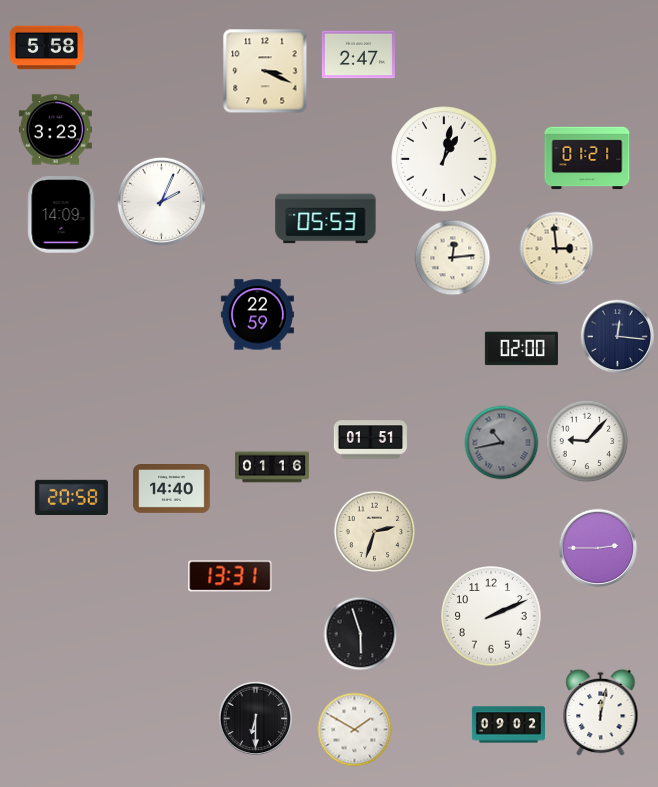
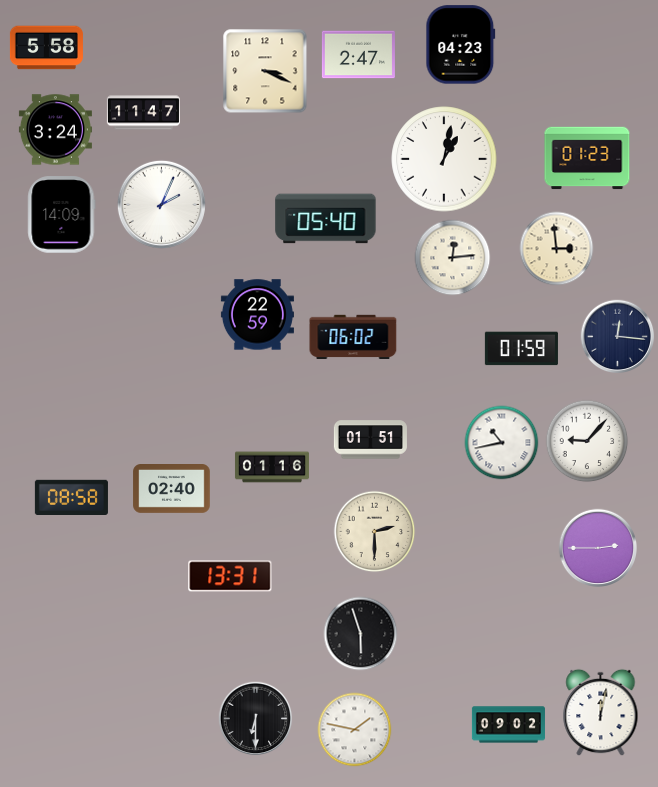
clock at (461, 45): none -> 04:23
clock at (143, 113): none -> 11:47
clock at (55, 130): 3:23 -> 3:24
clock at (587, 158): 01:21 -> 01:23
clock at (161, 201) position: (161, 201) -> (161, 204)
clock at (326, 219): 05:53 -> 05:40
clock at (353, 336): none -> 06:02
clock at (521, 349): 02:00 -> 01:59
clock at (502, 443) dial: grey -> white
clock at (172, 489): 14:40 -> 02:40
clock at (71, 497): 20:58 -> 08:58
clock at (375, 532): 2:33 -> 2:30
clock at (491, 616): 2:11 -> none
clock at (355, 730): 1:50 -> 1:47
